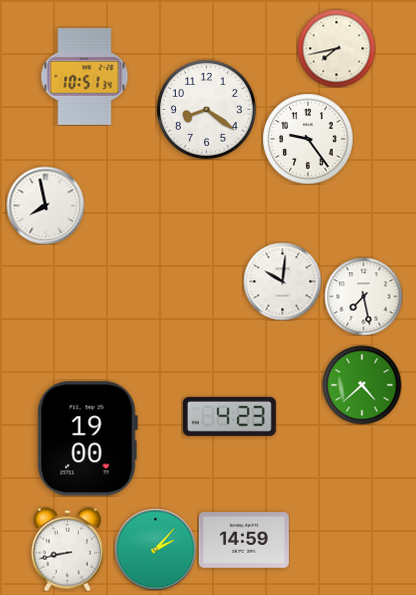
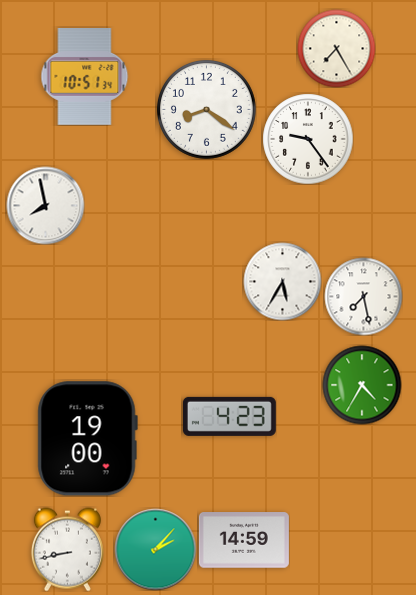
clock at (336, 48): 7:43 -> 7:25
clock at (282, 281): 10:01 -> 5:35
clock at (362, 385): 4:38 -> 4:35
